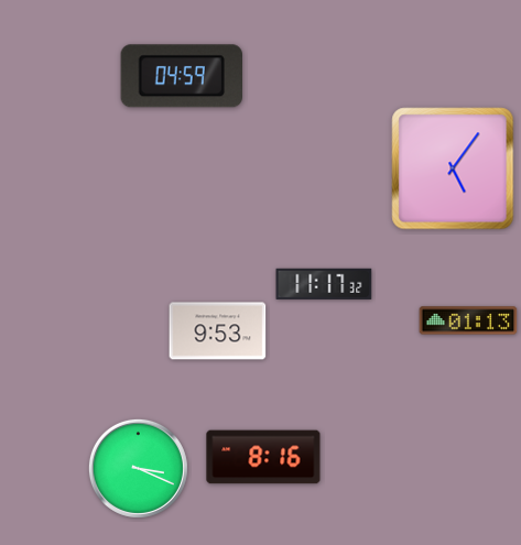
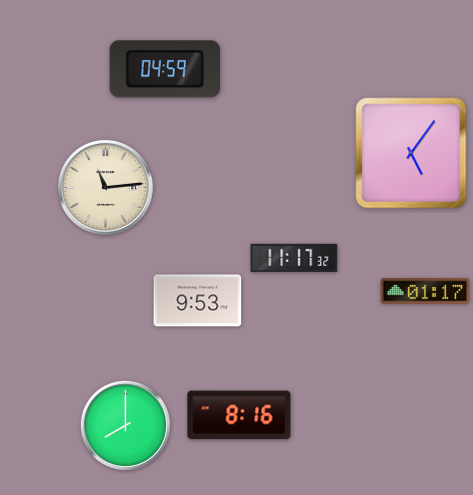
clock at (105, 187): none -> 11:14
clock at (468, 320): 01:13 -> 01:17
clock at (138, 468): 3:19 -> 8:00
